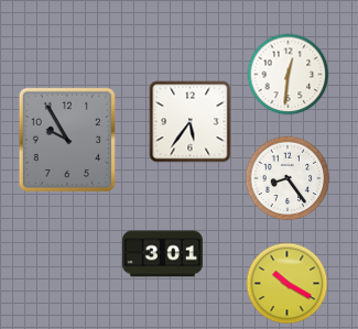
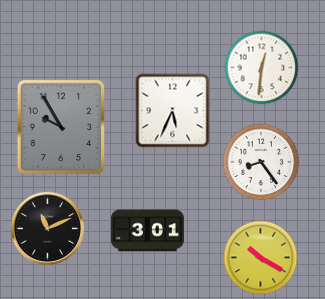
clock at (191, 122): 5:36 -> 5:34
clock at (47, 228): none -> 11:11
